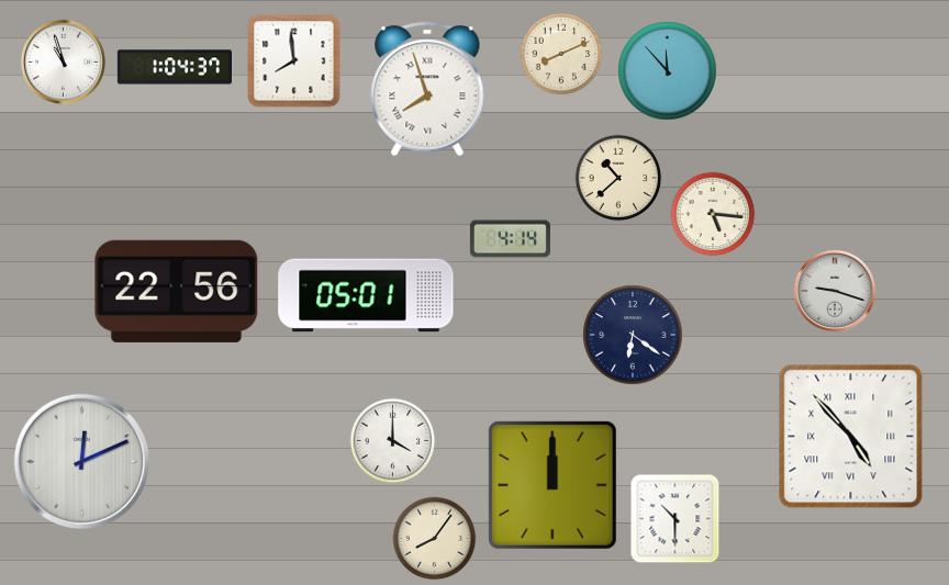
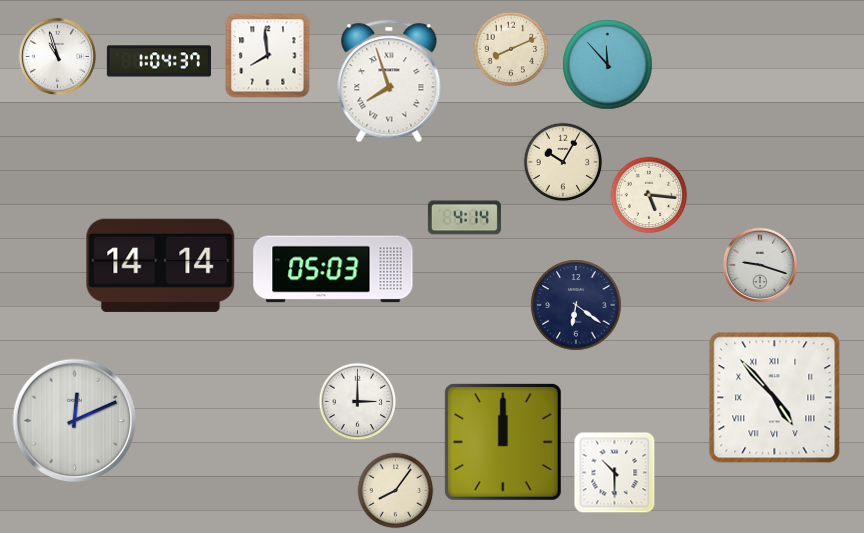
clock at (618, 178): 10:38 -> 10:05
clock at (177, 291): 22:56 -> 14:14
clock at (366, 295): 05:01 -> 05:03
clock at (393, 441): 4:00 -> 3:00
